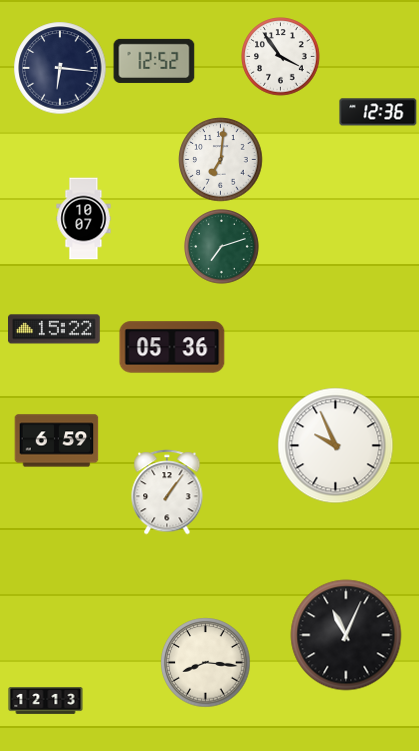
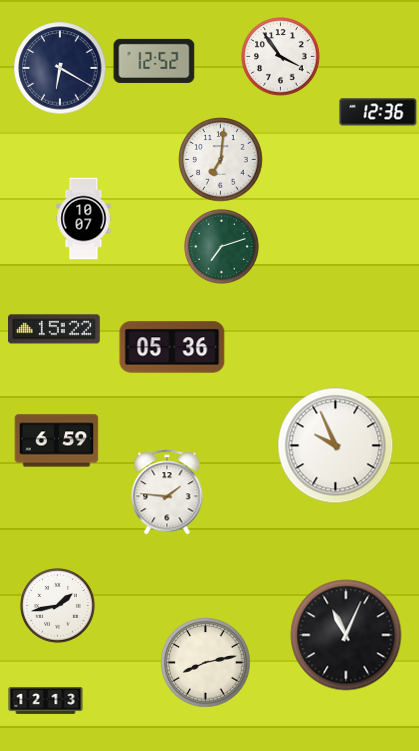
clock at (60, 68): 6:16 -> 6:20
clock at (167, 492): 1:06 -> 1:46
clock at (58, 606): none -> 1:43
clock at (206, 663): 8:16 -> 8:13
